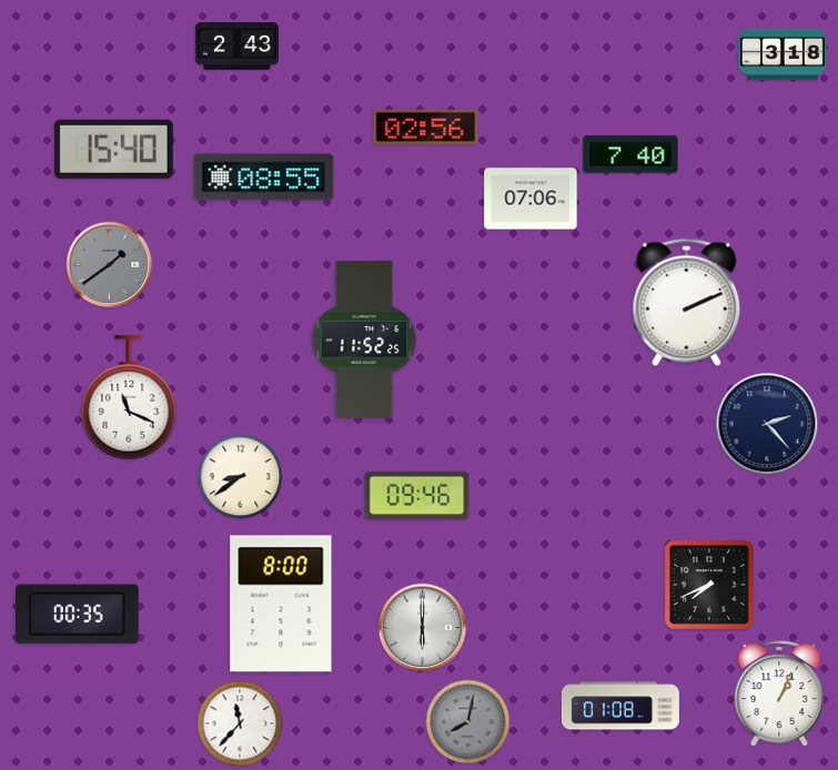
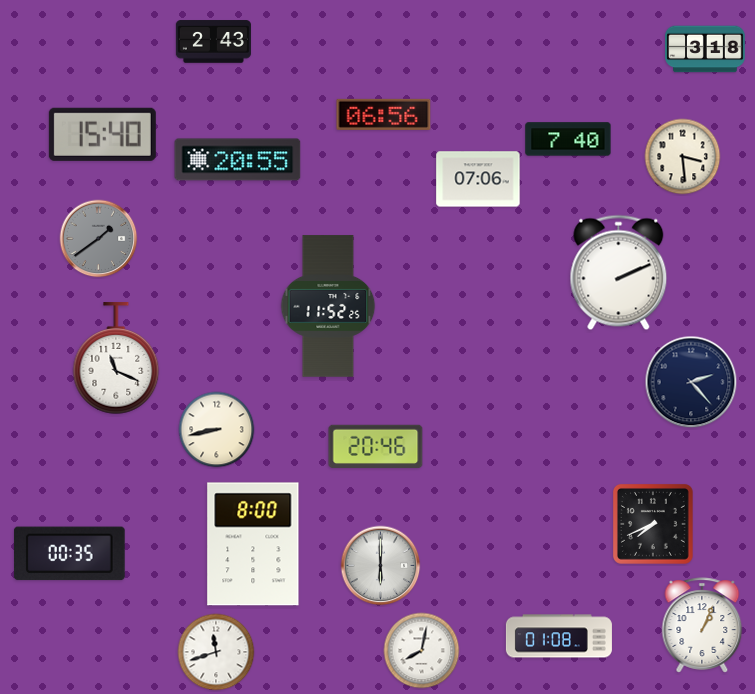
clock at (426, 126): 02:56 -> 06:56
clock at (683, 157): none -> 3:29
clock at (264, 178): 08:55 -> 20:55
clock at (241, 477): 8:39 -> 8:43
clock at (417, 496): 09:46 -> 20:46
clock at (709, 585) position: (709, 585) -> (653, 524)
clock at (468, 722) dial: grey -> white
clock at (240, 723): 11:37 -> 11:42
